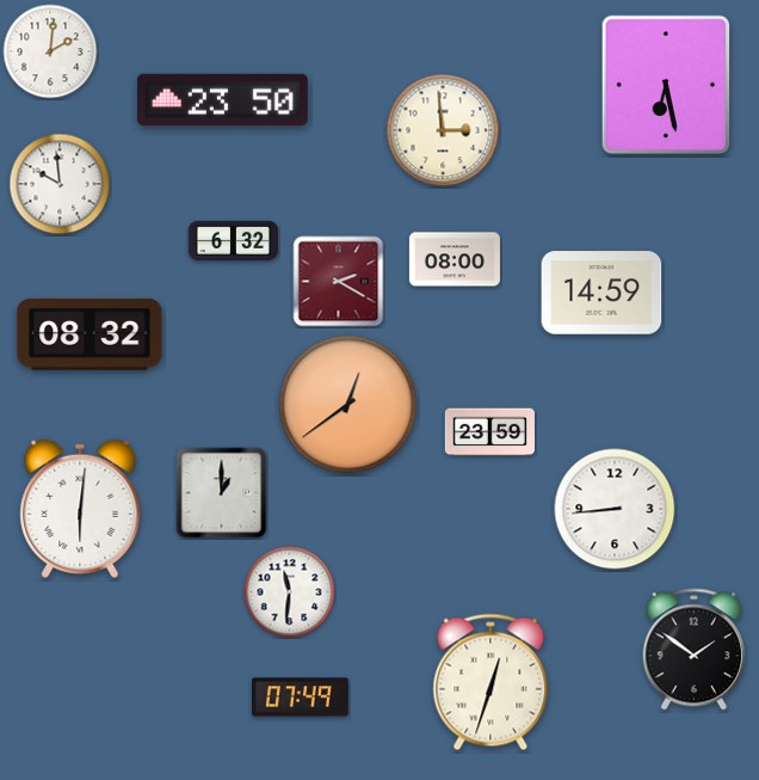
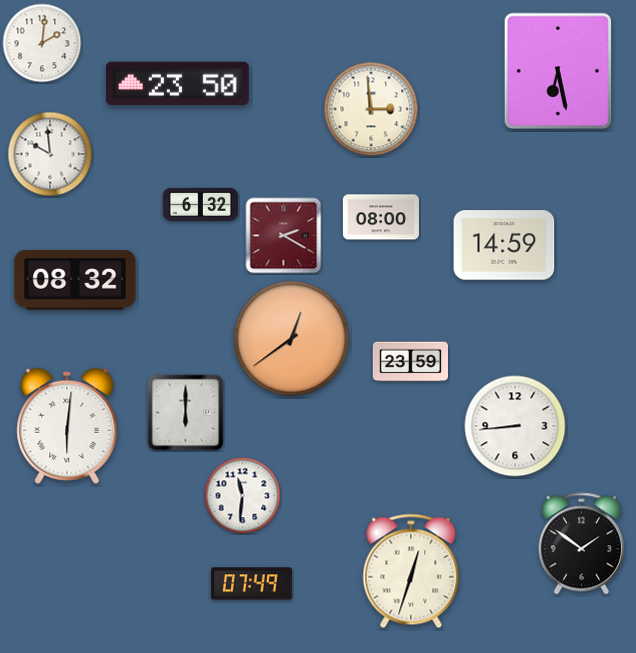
clock at (222, 99) position: (222, 99) -> (177, 83)
clock at (233, 240) position: (233, 240) -> (200, 204)
clock at (222, 493): 1:00 -> 6:00
